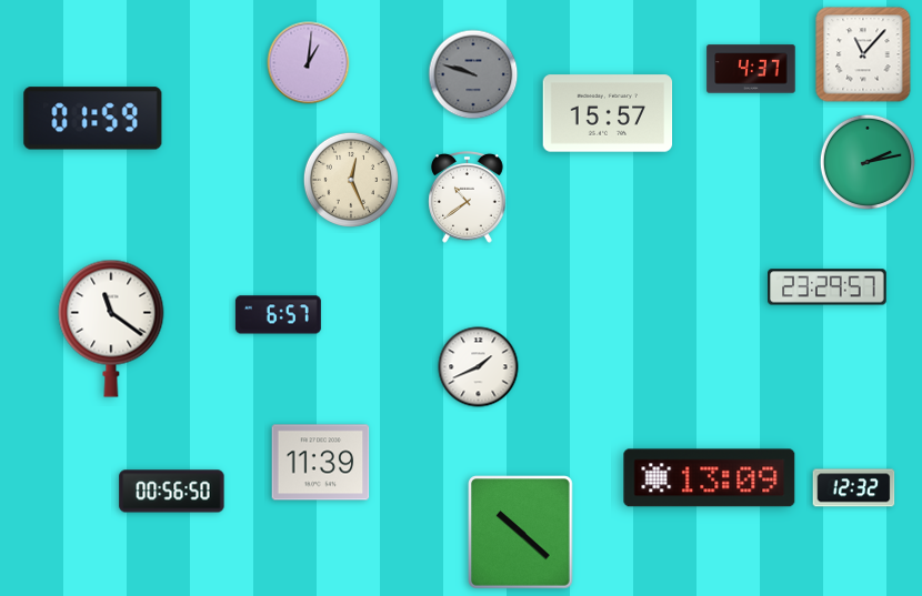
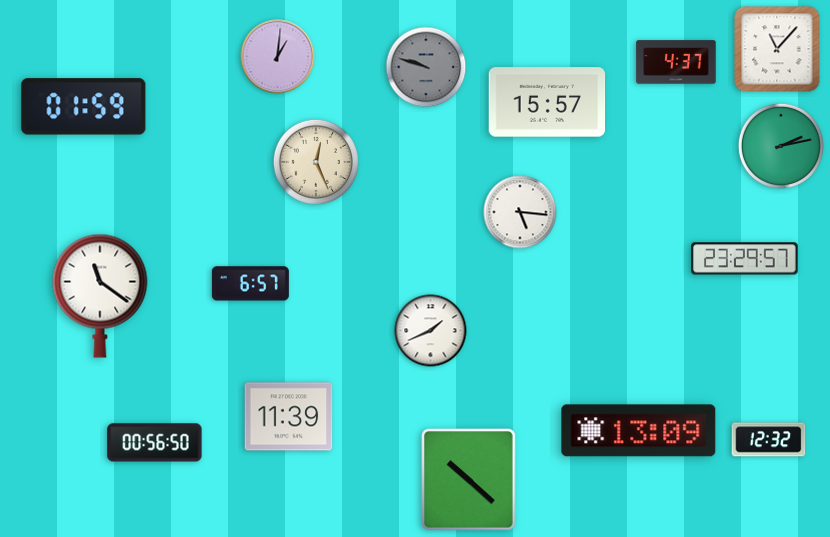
clock at (468, 196): 10:39 -> none
clock at (520, 212): none -> 5:16
